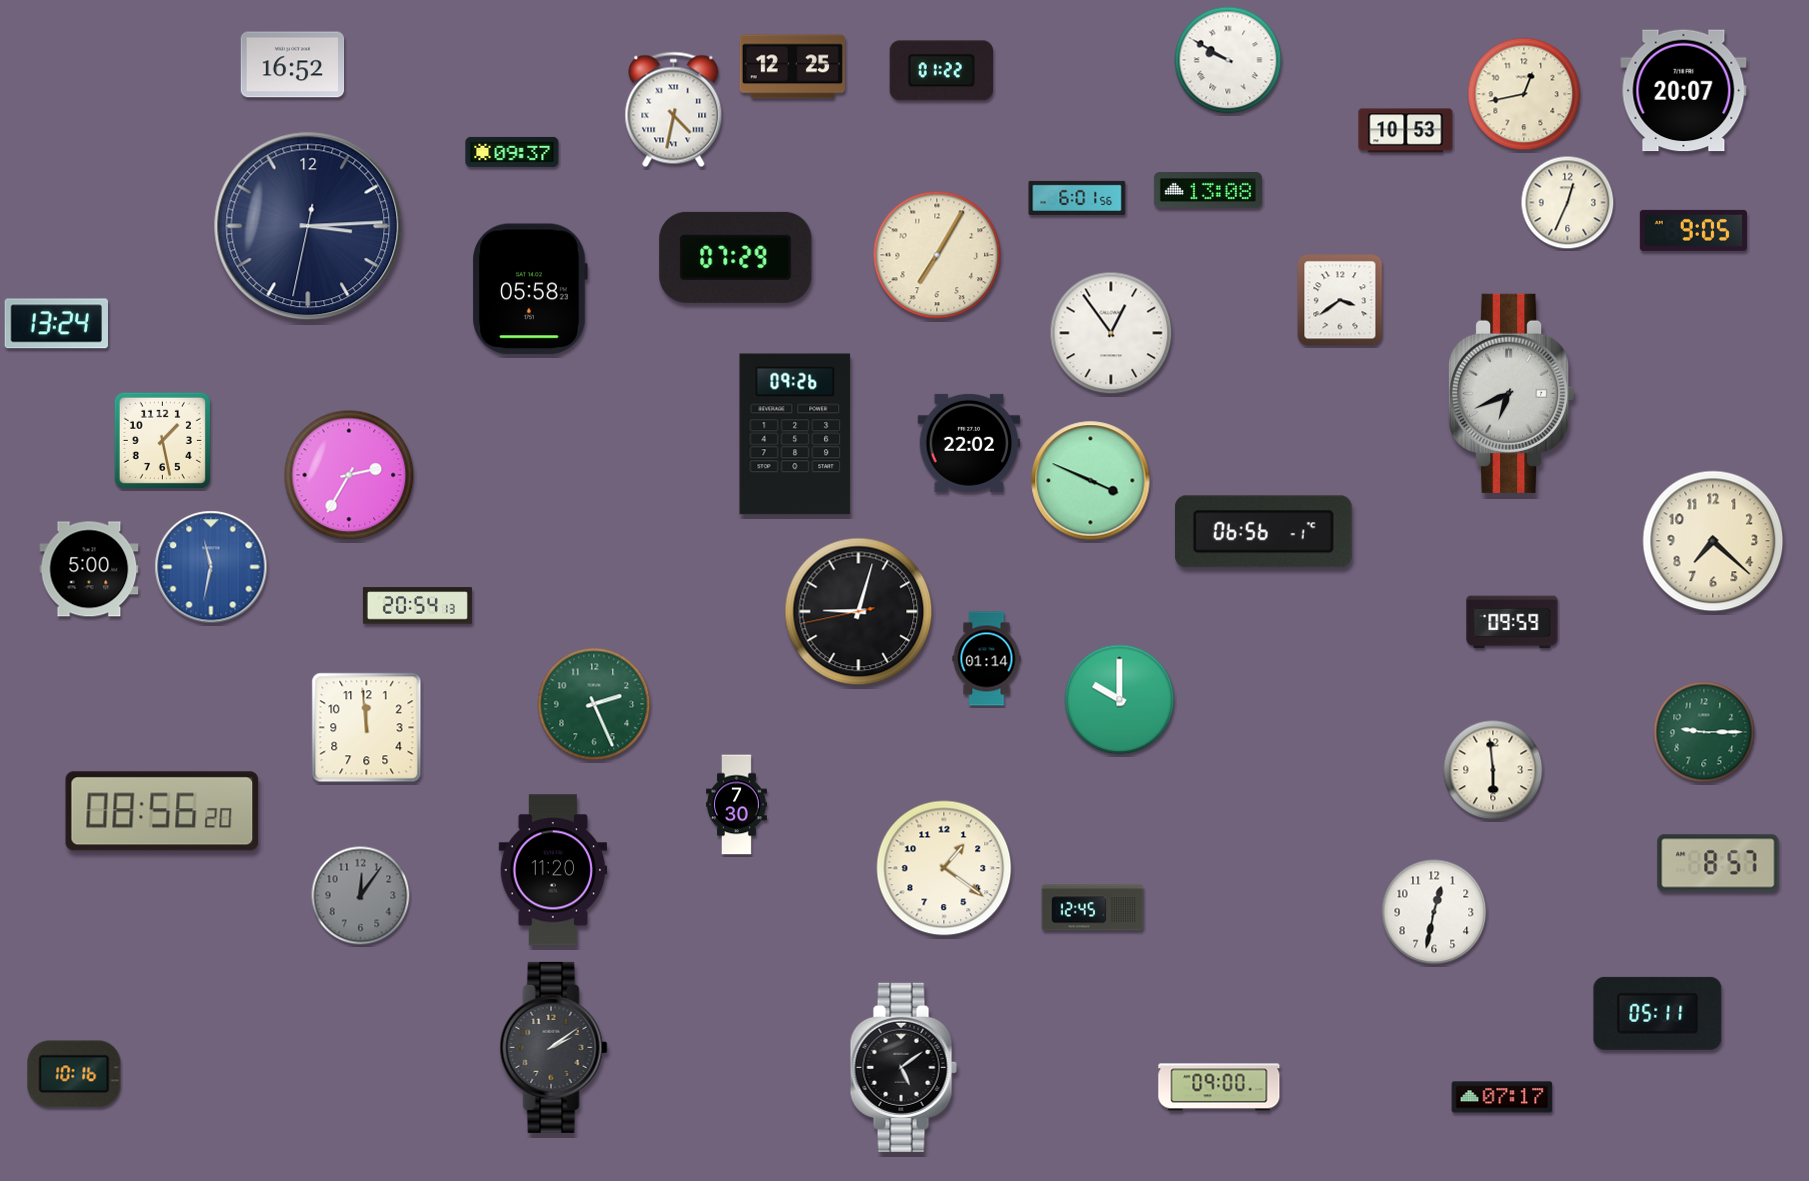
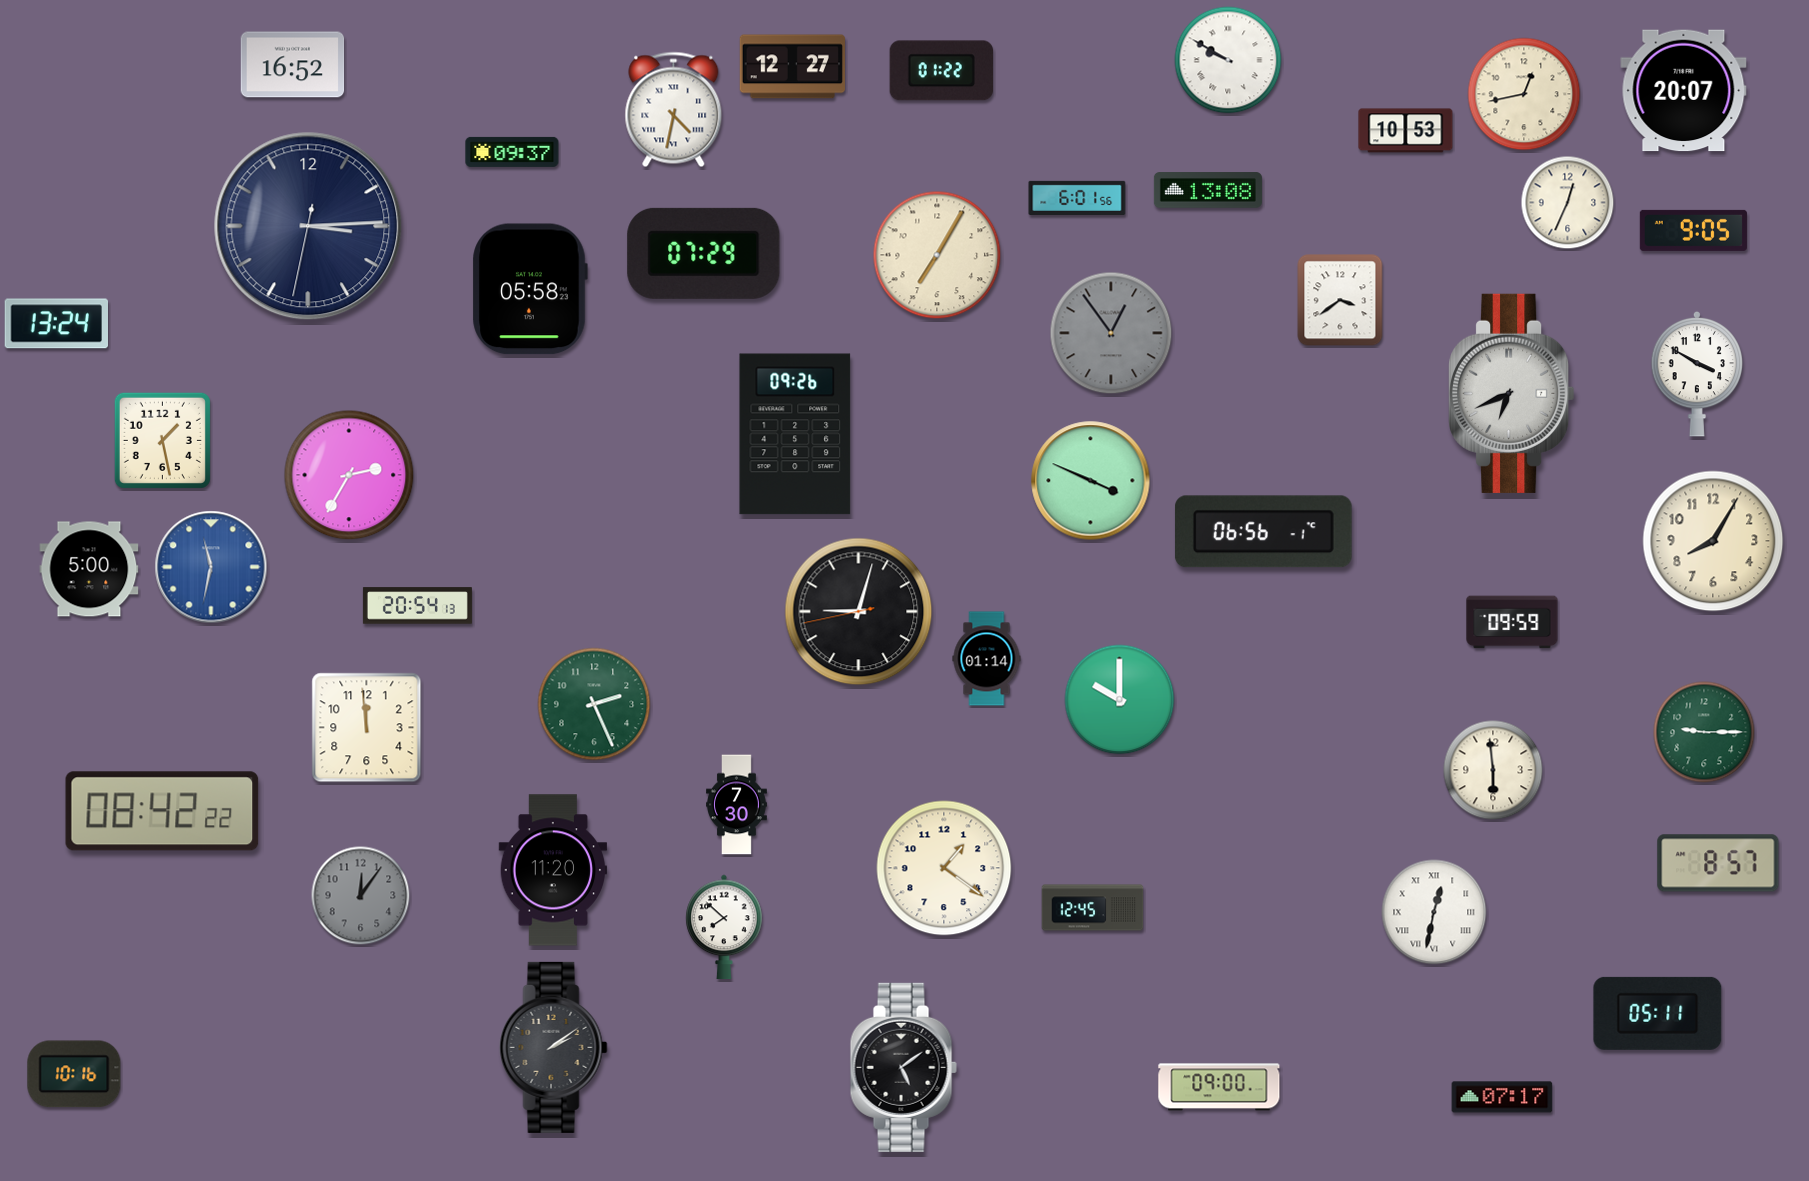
clock at (792, 67): 12:25 -> 12:27
clock at (736, 257) position: (736, 257) -> (704, 253)
clock at (1111, 333) dial: white -> grey
clock at (1697, 374): none -> 3:50
clock at (969, 443): 22:02 -> none
clock at (1713, 541): 7:22 -> 8:05
clock at (162, 811): 08:56 -> 08:42
clock at (1434, 912) numerals: Arabic -> Roman
clock at (724, 927): none -> 7:52
